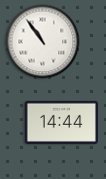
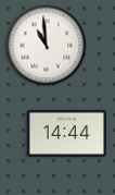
clock at (43, 42): 10:54 -> 10:59
